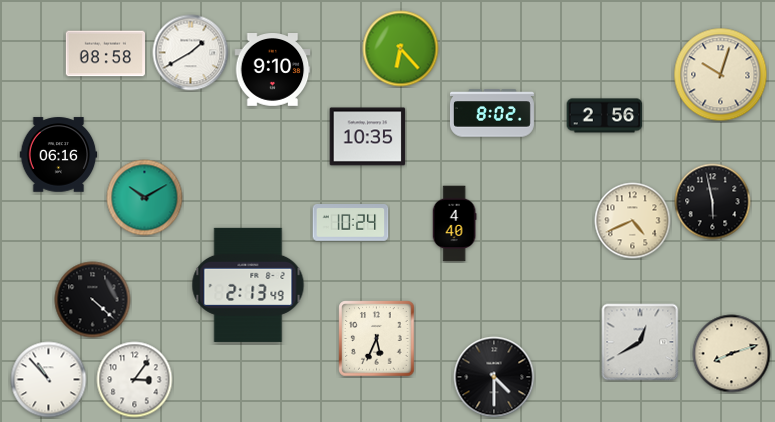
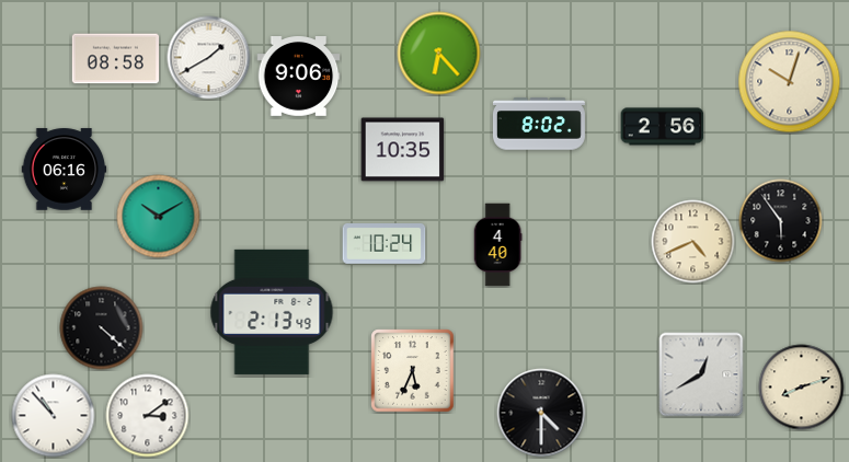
clock at (273, 70): 9:10 -> 9:06
clock at (713, 202): 5:58 -> 5:54
clock at (135, 380): 3:06 -> 3:09
